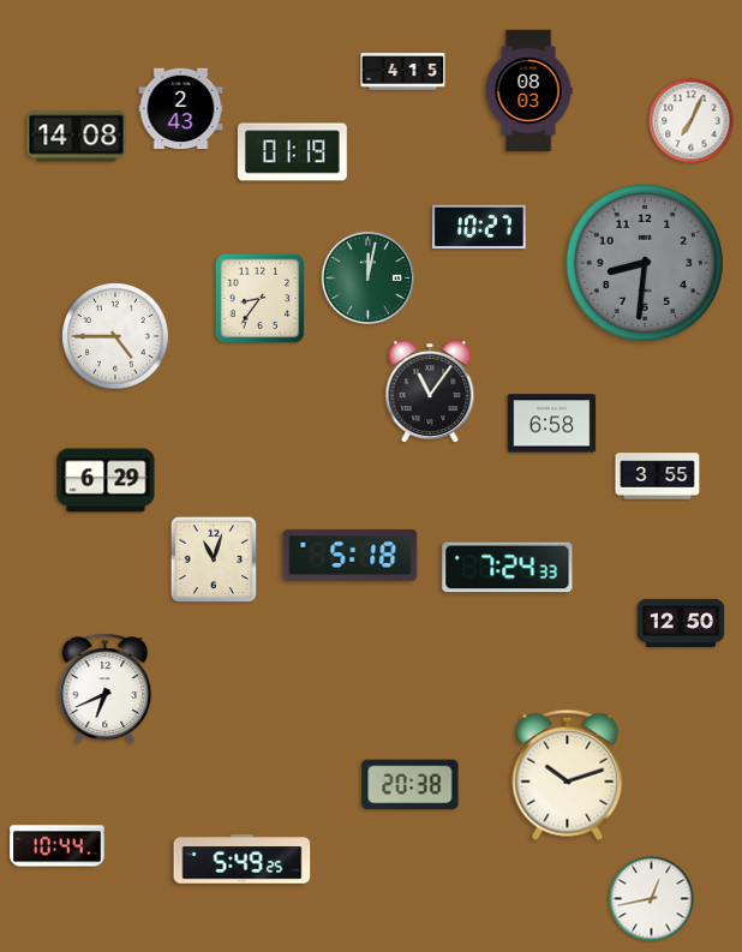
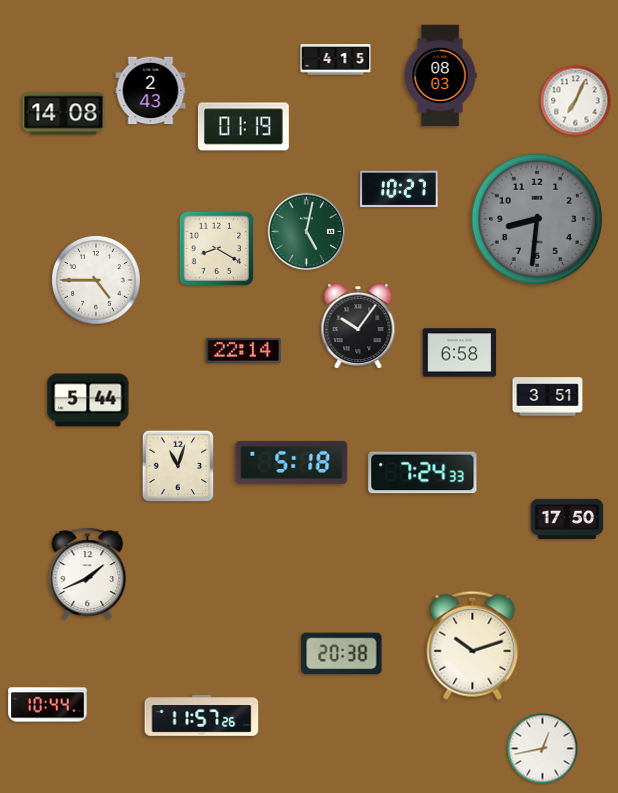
clock at (369, 279): 12:02 -> 5:02
clock at (261, 299): 8:36 -> 8:20
clock at (430, 391): 11:06 -> 10:06
clock at (243, 350): none -> 22:14
clock at (658, 477): 3:55 -> 3:51
clock at (106, 480): 6:29 -> 5:44
clock at (681, 623): 12:50 -> 17:50
clock at (106, 688): 6:41 -> 1:41
clock at (243, 860): 5:49 -> 11:57
